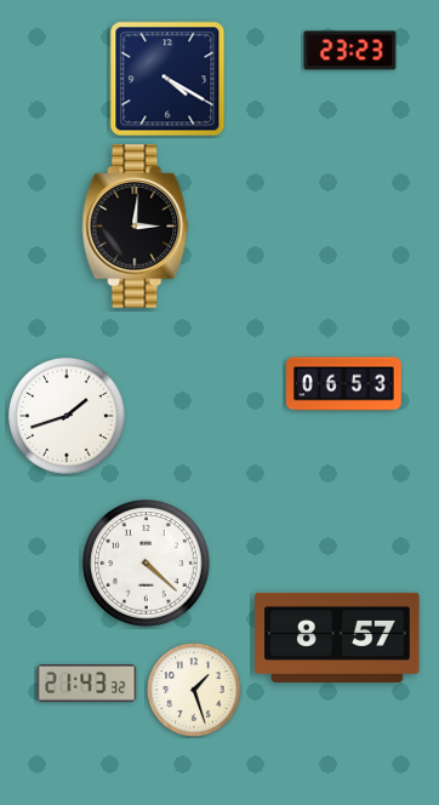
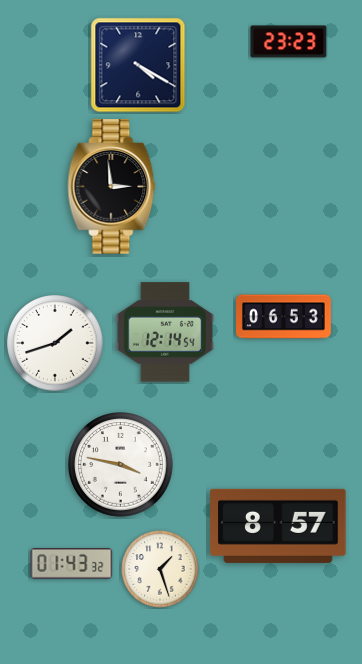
clock at (136, 227): 3:01 -> 2:59
clock at (165, 332): none -> 12:14
clock at (147, 564): 4:22 -> 3:47
clock at (87, 684): 21:43 -> 01:43
